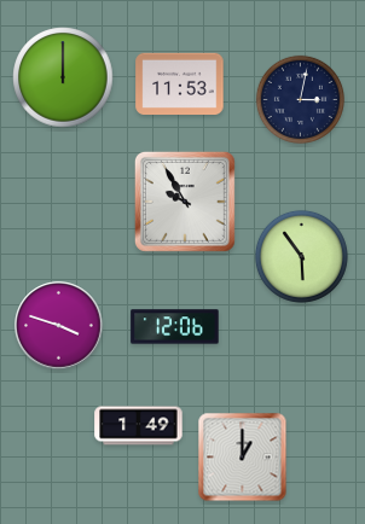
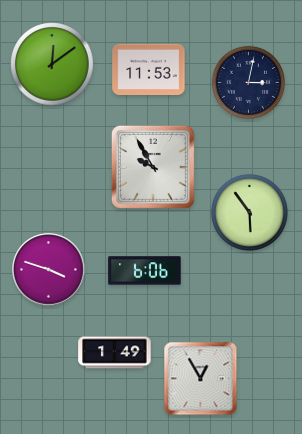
clock at (63, 77): 12:00 -> 12:09
clock at (175, 327): 12:06 -> 6:06
clock at (243, 458): 1:00 -> 12:55
